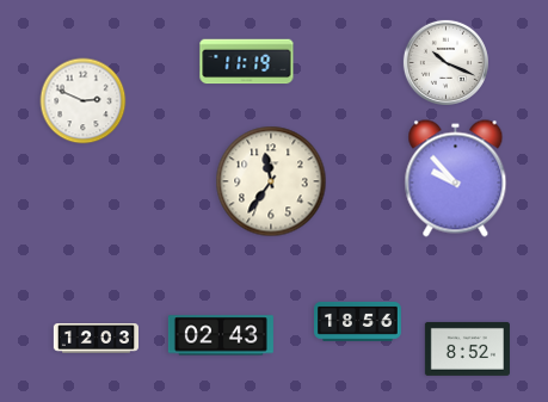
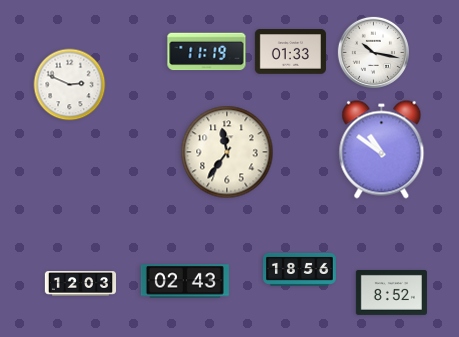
clock at (290, 52): none -> 01:33
clock at (445, 62): 10:19 -> 10:17
clock at (456, 179): 9:53 -> 10:51
